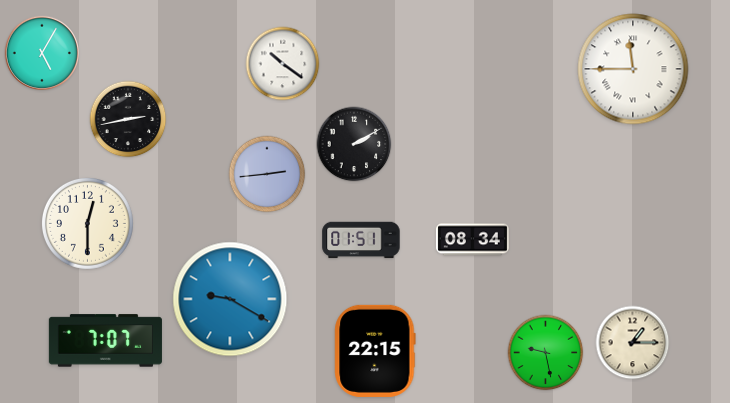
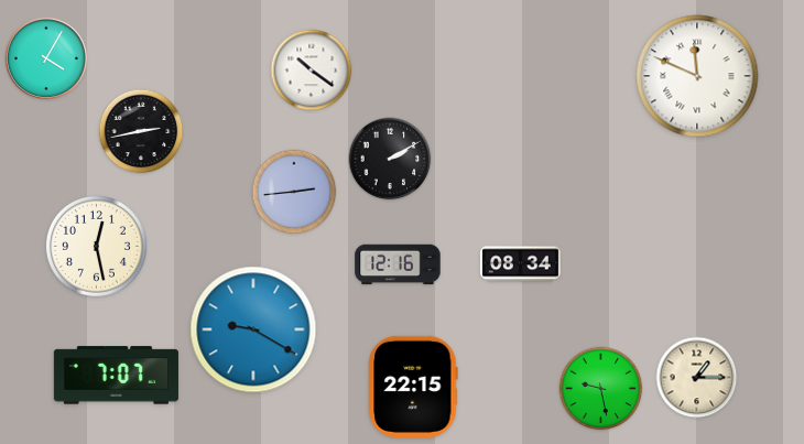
clock at (41, 52): 5:05 -> 4:05
clock at (633, 69): 11:45 -> 11:49
clock at (87, 223): 12:30 -> 12:28
clock at (361, 240): 01:51 -> 12:16
